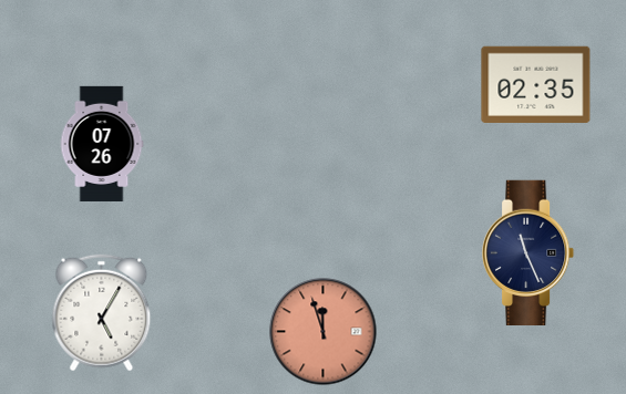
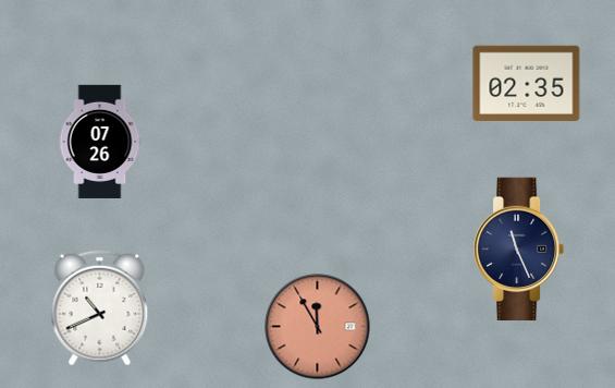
clock at (102, 313): 5:05 -> 10:41
clock at (324, 332): 11:57 -> 11:55
